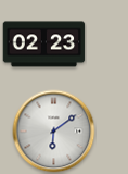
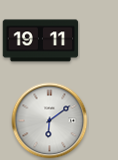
clock at (44, 45): 02:23 -> 19:11
